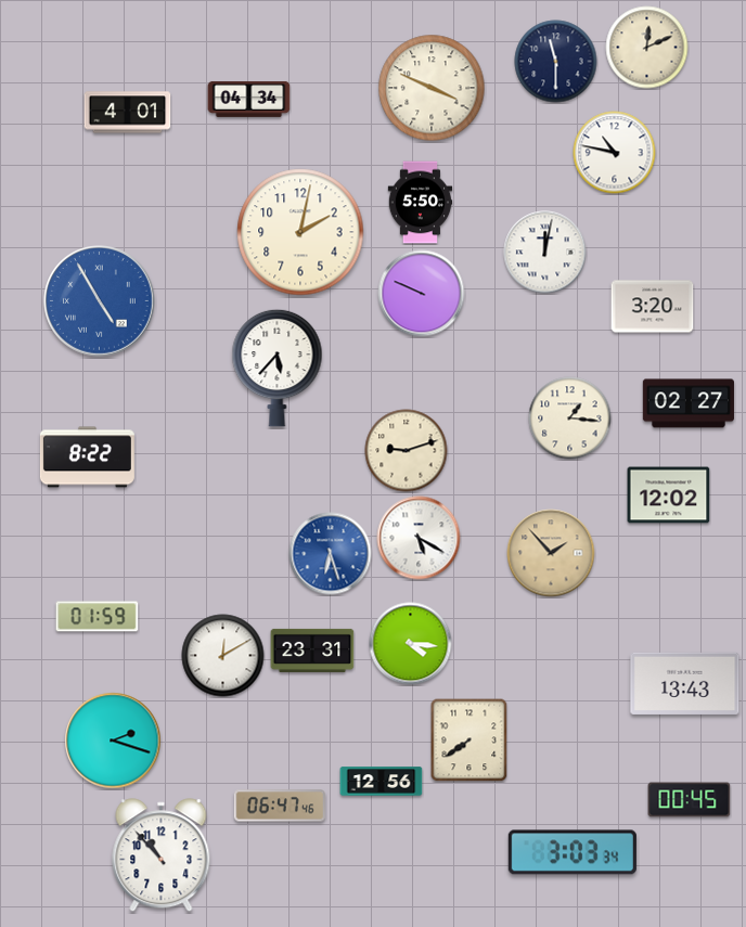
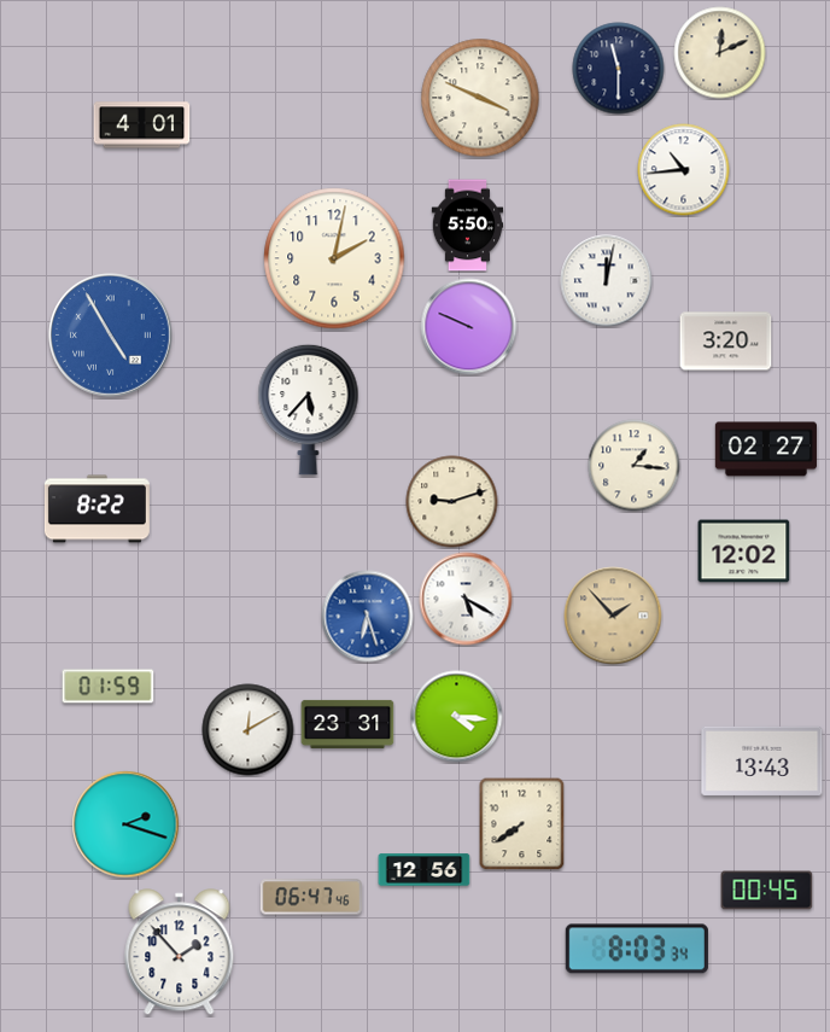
clock at (249, 100): 04:34 -> none
clock at (615, 153): 10:47 -> 10:44
clock at (573, 852): 3:03 -> 8:03
clock at (162, 855): 10:53 -> 1:53
